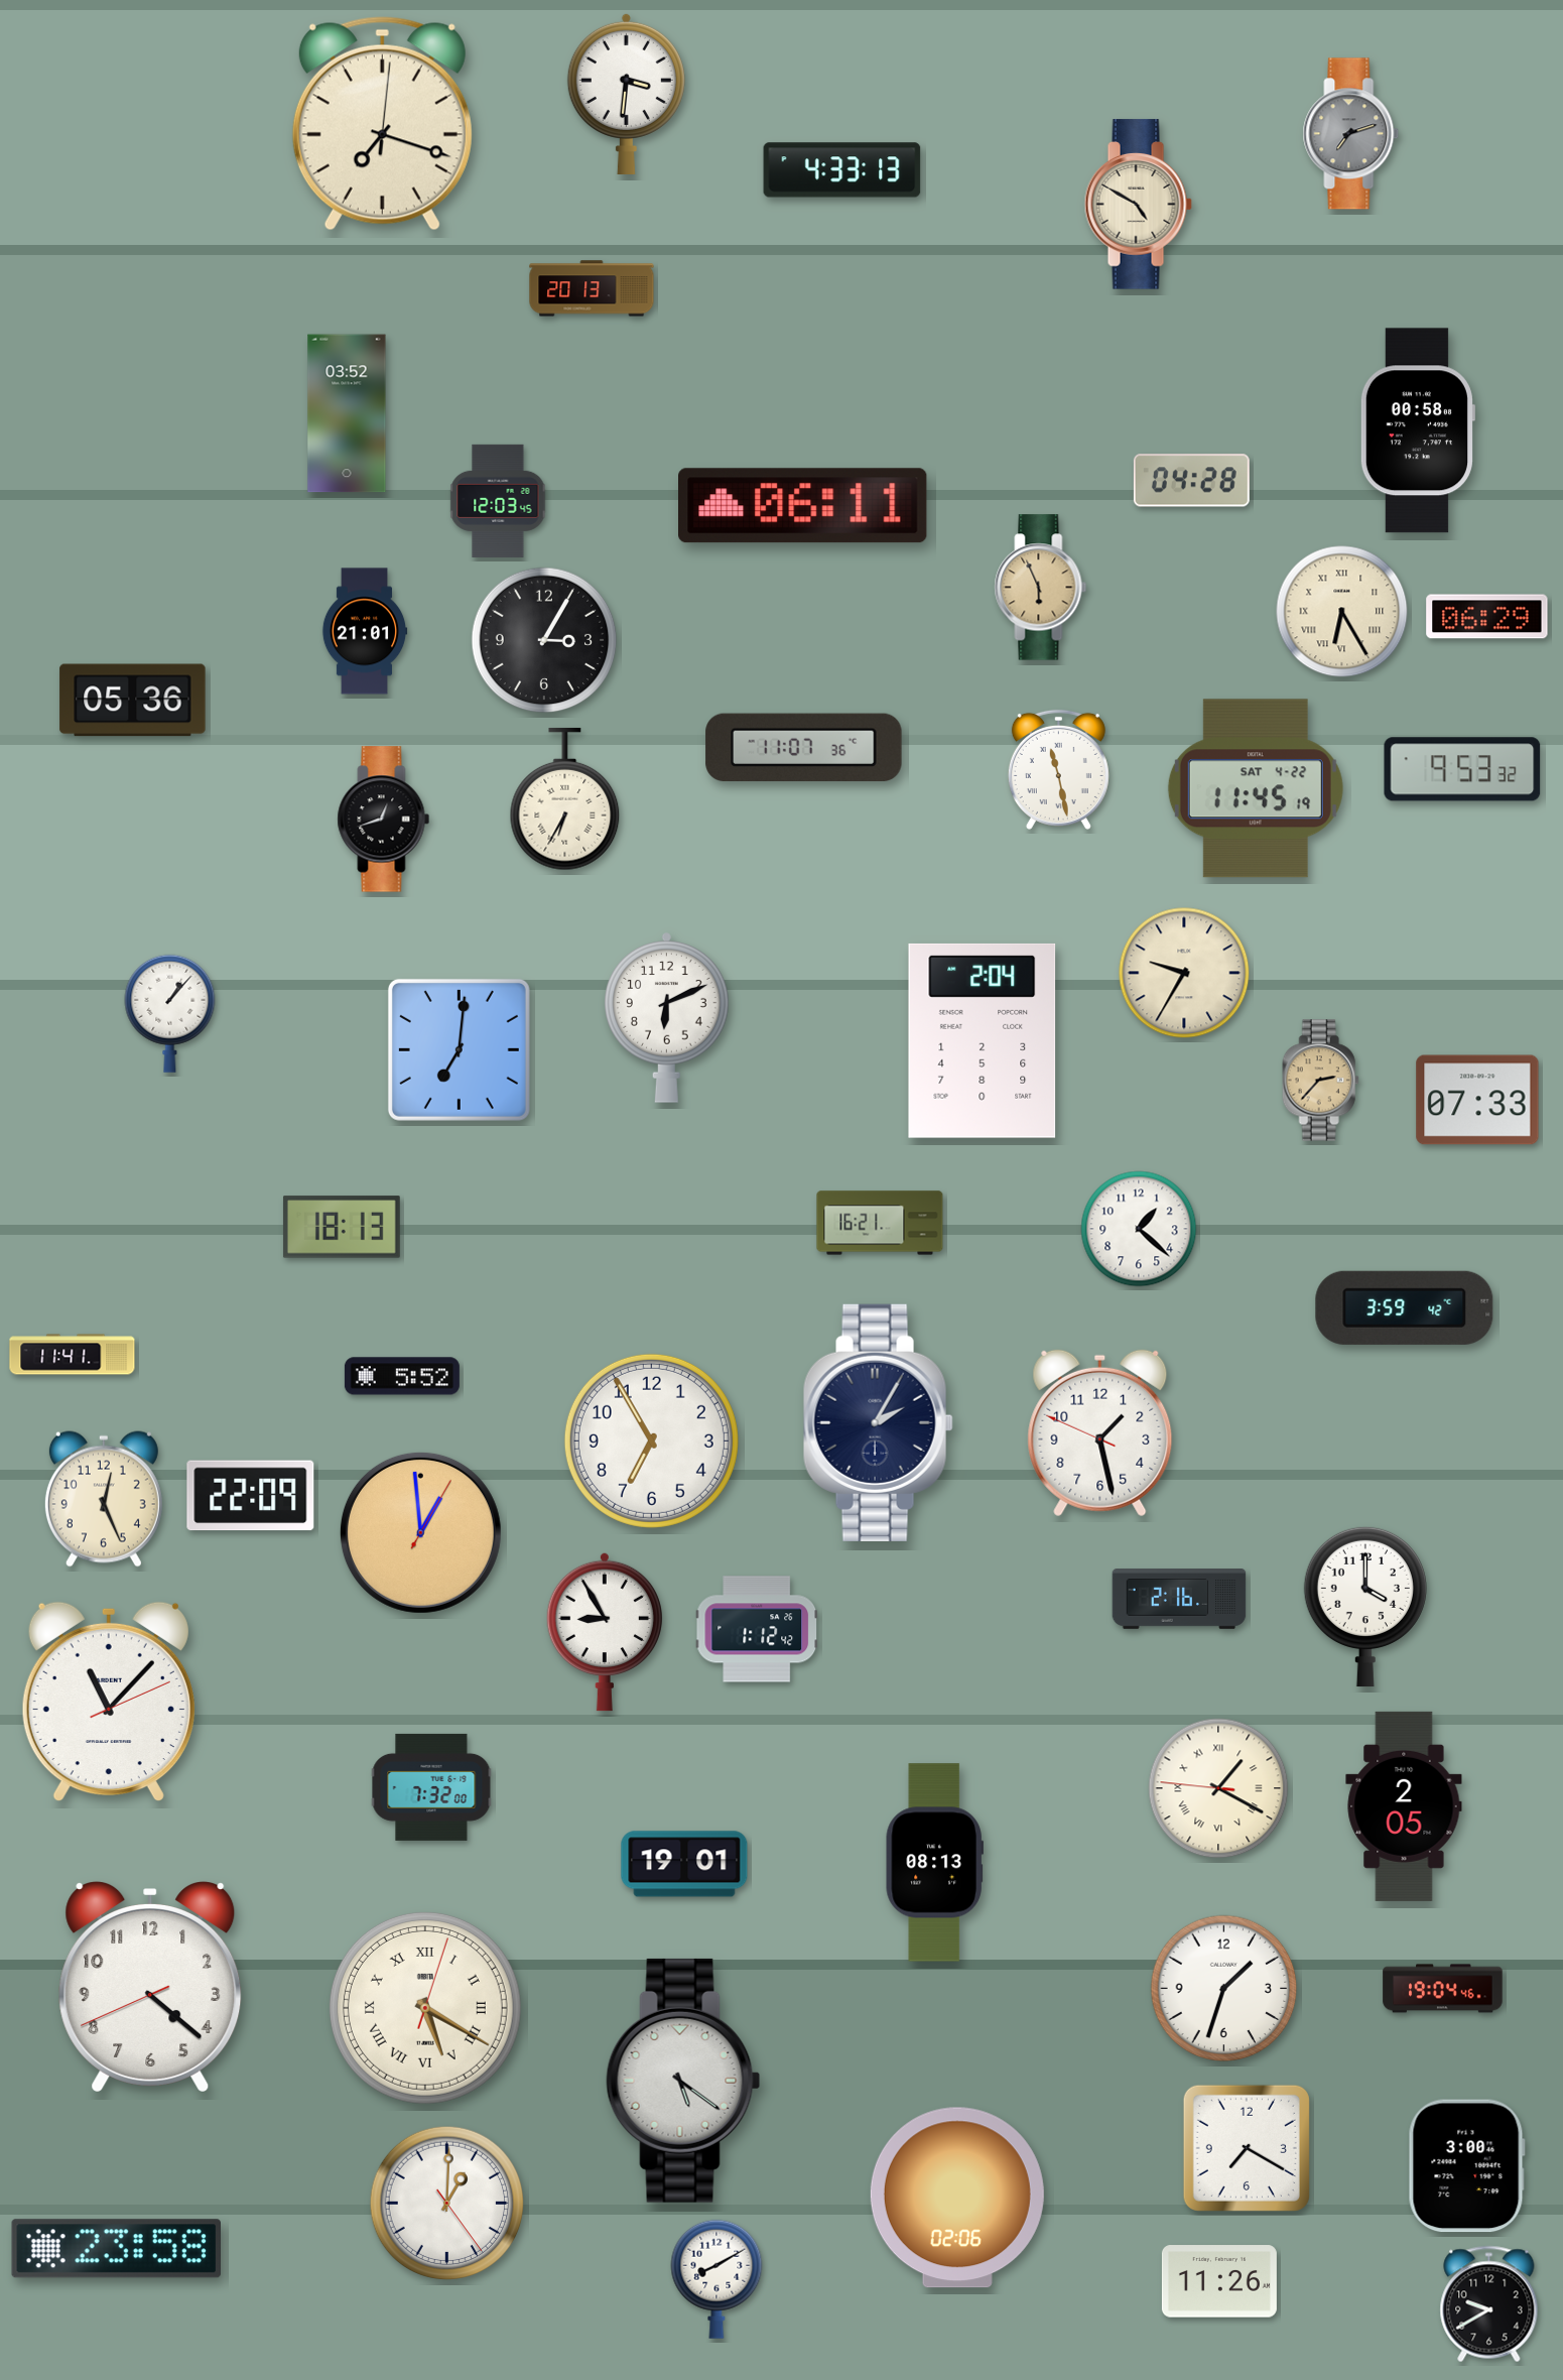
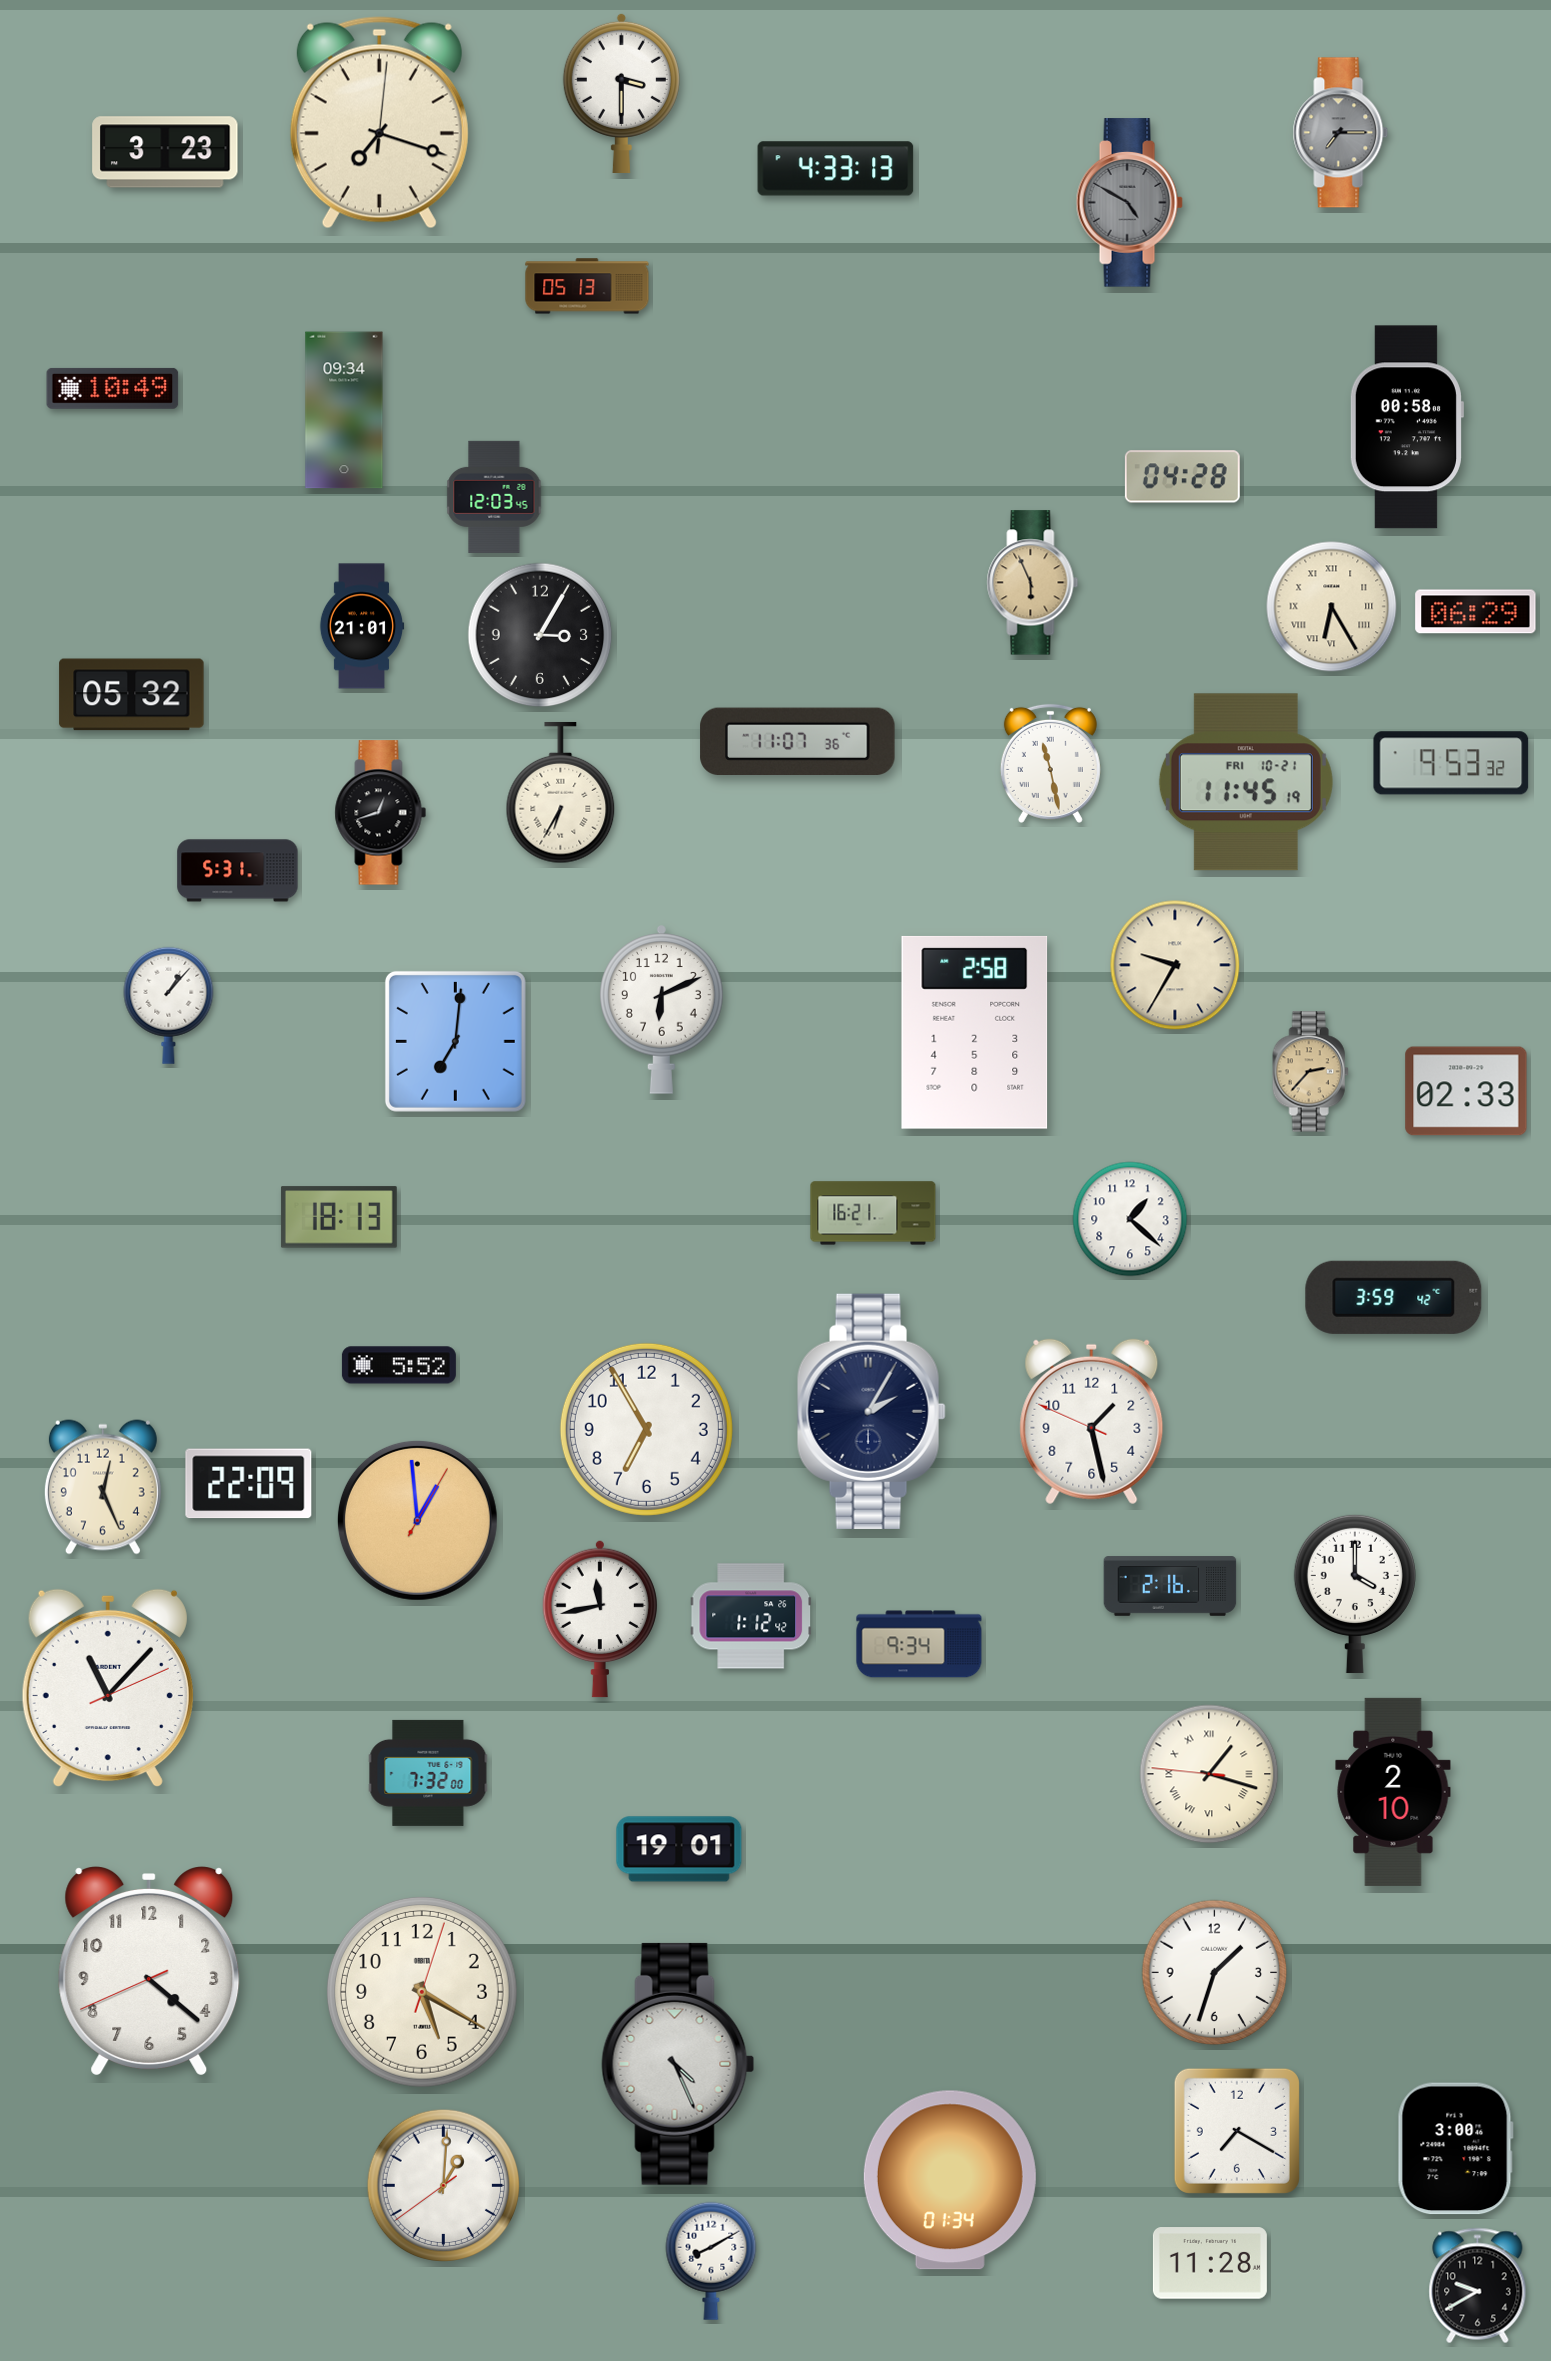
clock at (626, 93): 3:31 -> 3:30
clock at (1351, 134): 7:12 -> 7:15
clock at (165, 152): none -> 3:23
clock at (1138, 205) dial: cream -> grey
clock at (592, 288): 20:13 -> 05:13
clock at (113, 388): none -> 10:49
clock at (347, 413): 03:52 -> 09:34
clock at (803, 506): 06:11 -> none
clock at (133, 701): 05:36 -> 05:32
clock at (1256, 788) date: SAT 4-22 -> FRI 10-21
clock at (238, 871): none -> 5:31
clock at (983, 1040): 2:04 -> 2:58
clock at (1477, 1100): 07:33 -> 02:33
clock at (73, 1355): 11:41 -> none
clock at (604, 1632): 8:55 -> 11:43
clock at (919, 1644): none -> 9:34
clock at (1218, 1788): 1:19 -> 1:17
clock at (1404, 1806): 2:05 -> 2:10
clock at (934, 1863): 08:13 -> none
clock at (1443, 1989): 19:04 -> none
clock at (425, 2008) numerals: Roman -> Arabic
clock at (683, 2081): 5:21 -> 4:26
clock at (957, 2198): 02:06 -> 01:34
clock at (446, 2203): 1:00:24 -> 1:00:39
clock at (116, 2249): 23:58 -> none
clock at (1219, 2281): 11:26 -> 11:28
